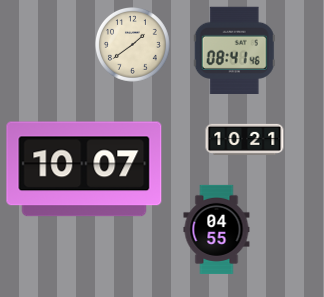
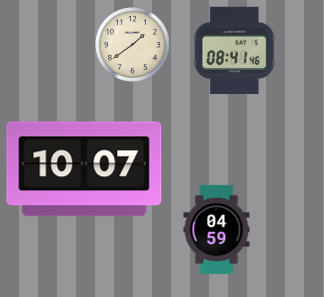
clock at (245, 139): 10:21 -> none
clock at (217, 229): 04:55 -> 04:59
